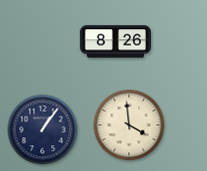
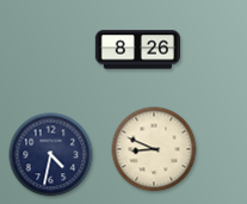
clock at (129, 125): 3:59 -> 8:49
clock at (43, 130): 1:06 -> 4:32
